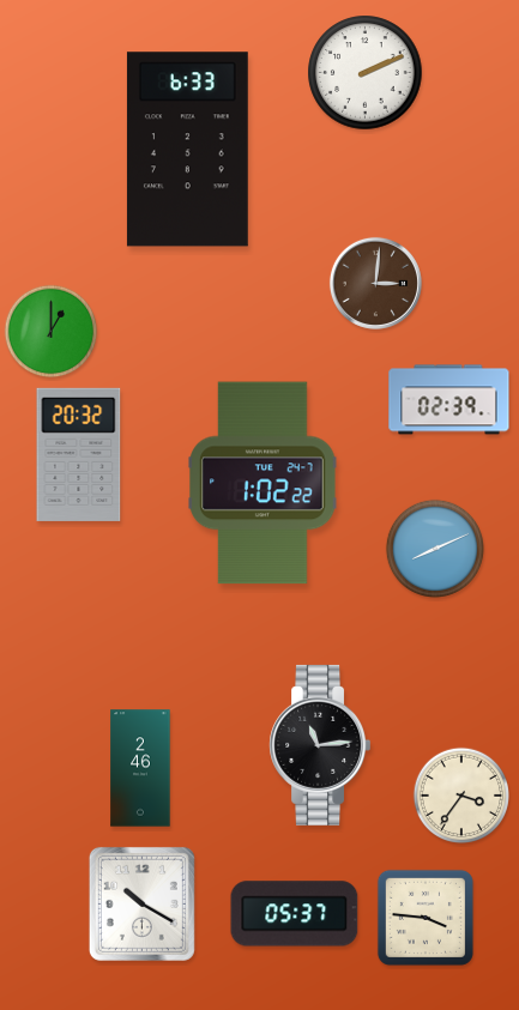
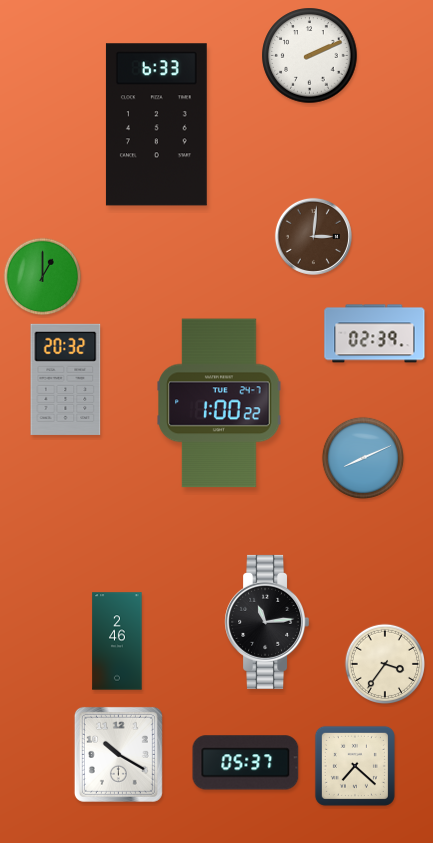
clock at (366, 73) position: (366, 73) -> (310, 56)
clock at (262, 483): 1:02 -> 1:00
clock at (426, 918): 3:46 -> 7:22
